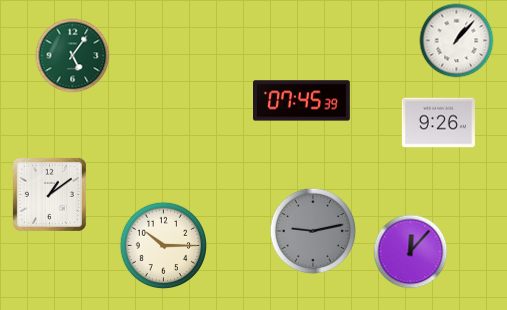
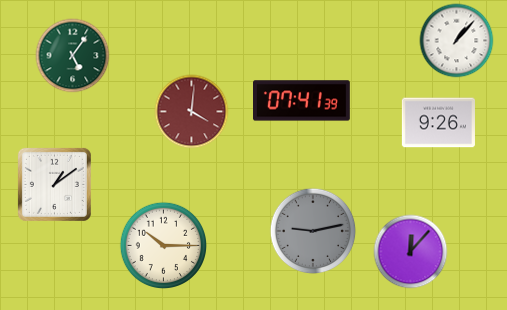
clock at (302, 101): 07:45 -> 07:41
clock at (192, 112): none -> 4:01
clock at (49, 194) position: (49, 194) -> (54, 184)
